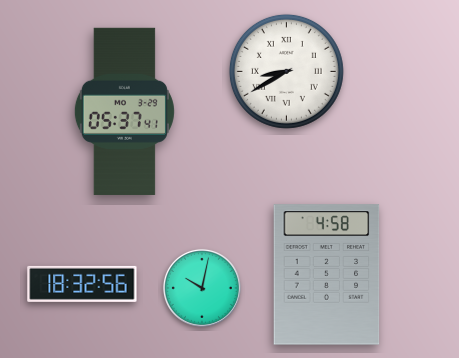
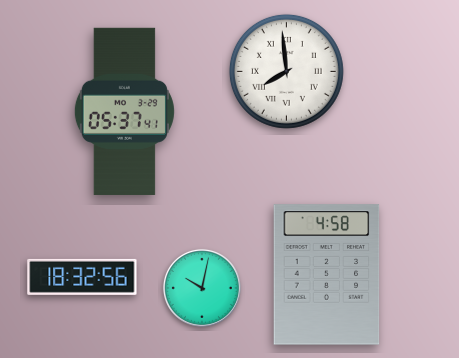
clock at (286, 71): 8:40 -> 7:59
clock at (82, 284) position: (82, 284) -> (82, 277)
